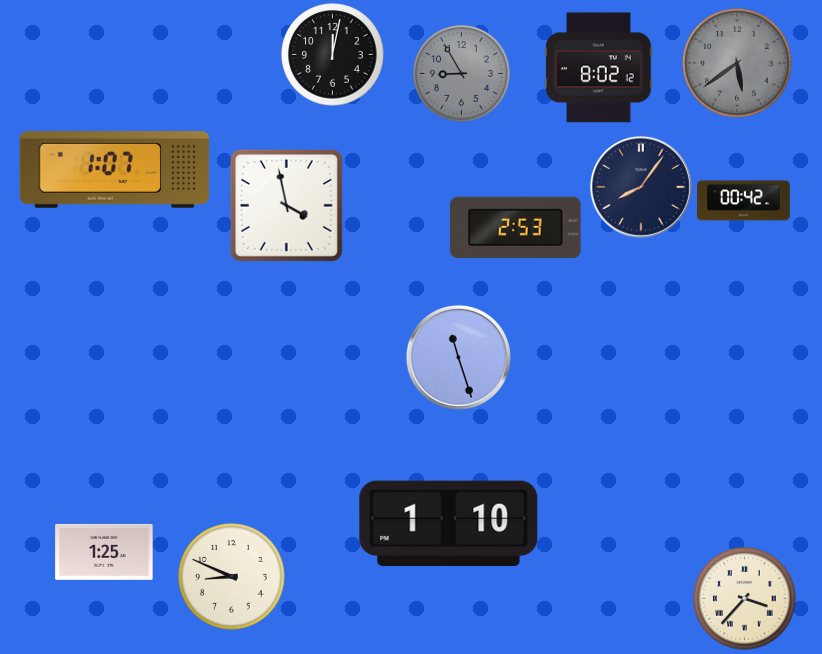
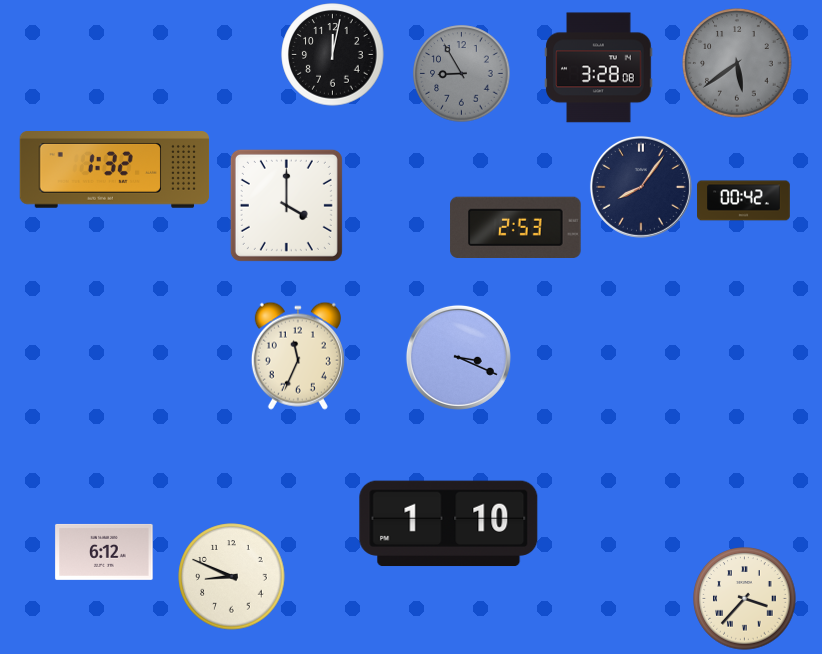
clock at (599, 68): 8:02 -> 3:28
clock at (115, 170): 1:07 -> 1:32
clock at (286, 205): 3:58 -> 4:00
clock at (298, 356): none -> 11:34
clock at (458, 357): 11:27 -> 3:19
clock at (104, 552): 1:25 -> 6:12
